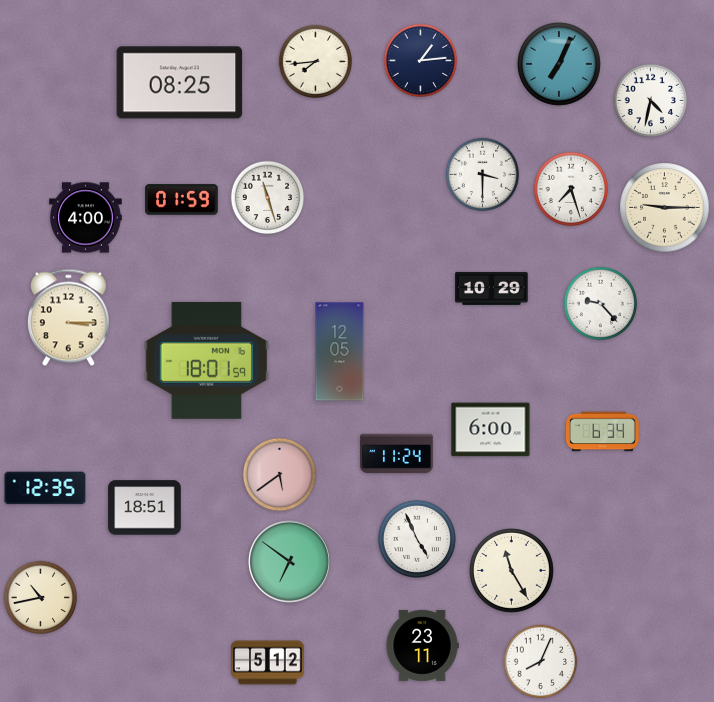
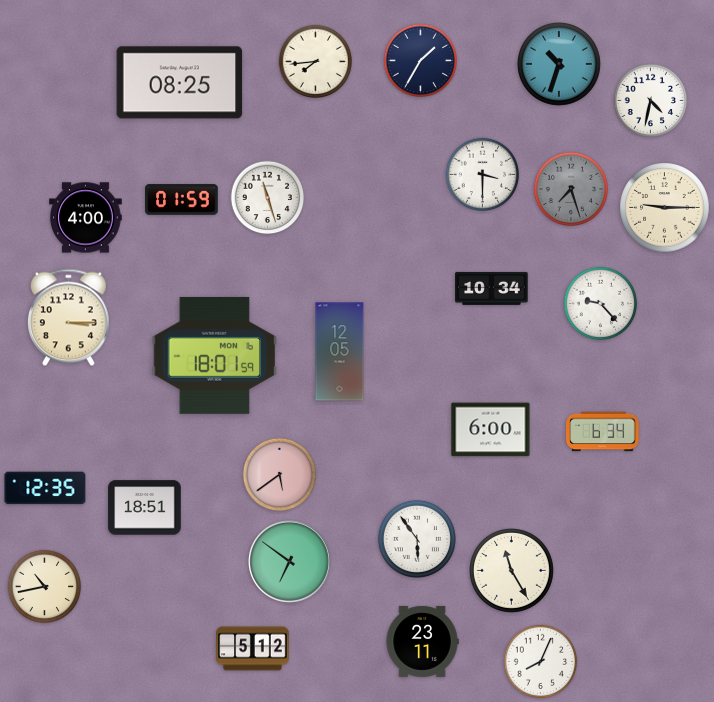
clock at (421, 61): 1:14 -> 1:35
clock at (559, 64): 7:04 -> 10:33
clock at (571, 189) dial: white -> grey
clock at (492, 288): 10:29 -> 10:34
clock at (207, 360) position: (207, 360) -> (215, 355)
clock at (397, 453): 11:24 -> none
clock at (417, 539): 4:56 -> 5:54
clock at (41, 598) position: (41, 598) -> (45, 587)
clock at (422, 645) position: (422, 645) -> (422, 641)
clock at (268, 663) position: (268, 663) -> (253, 649)
